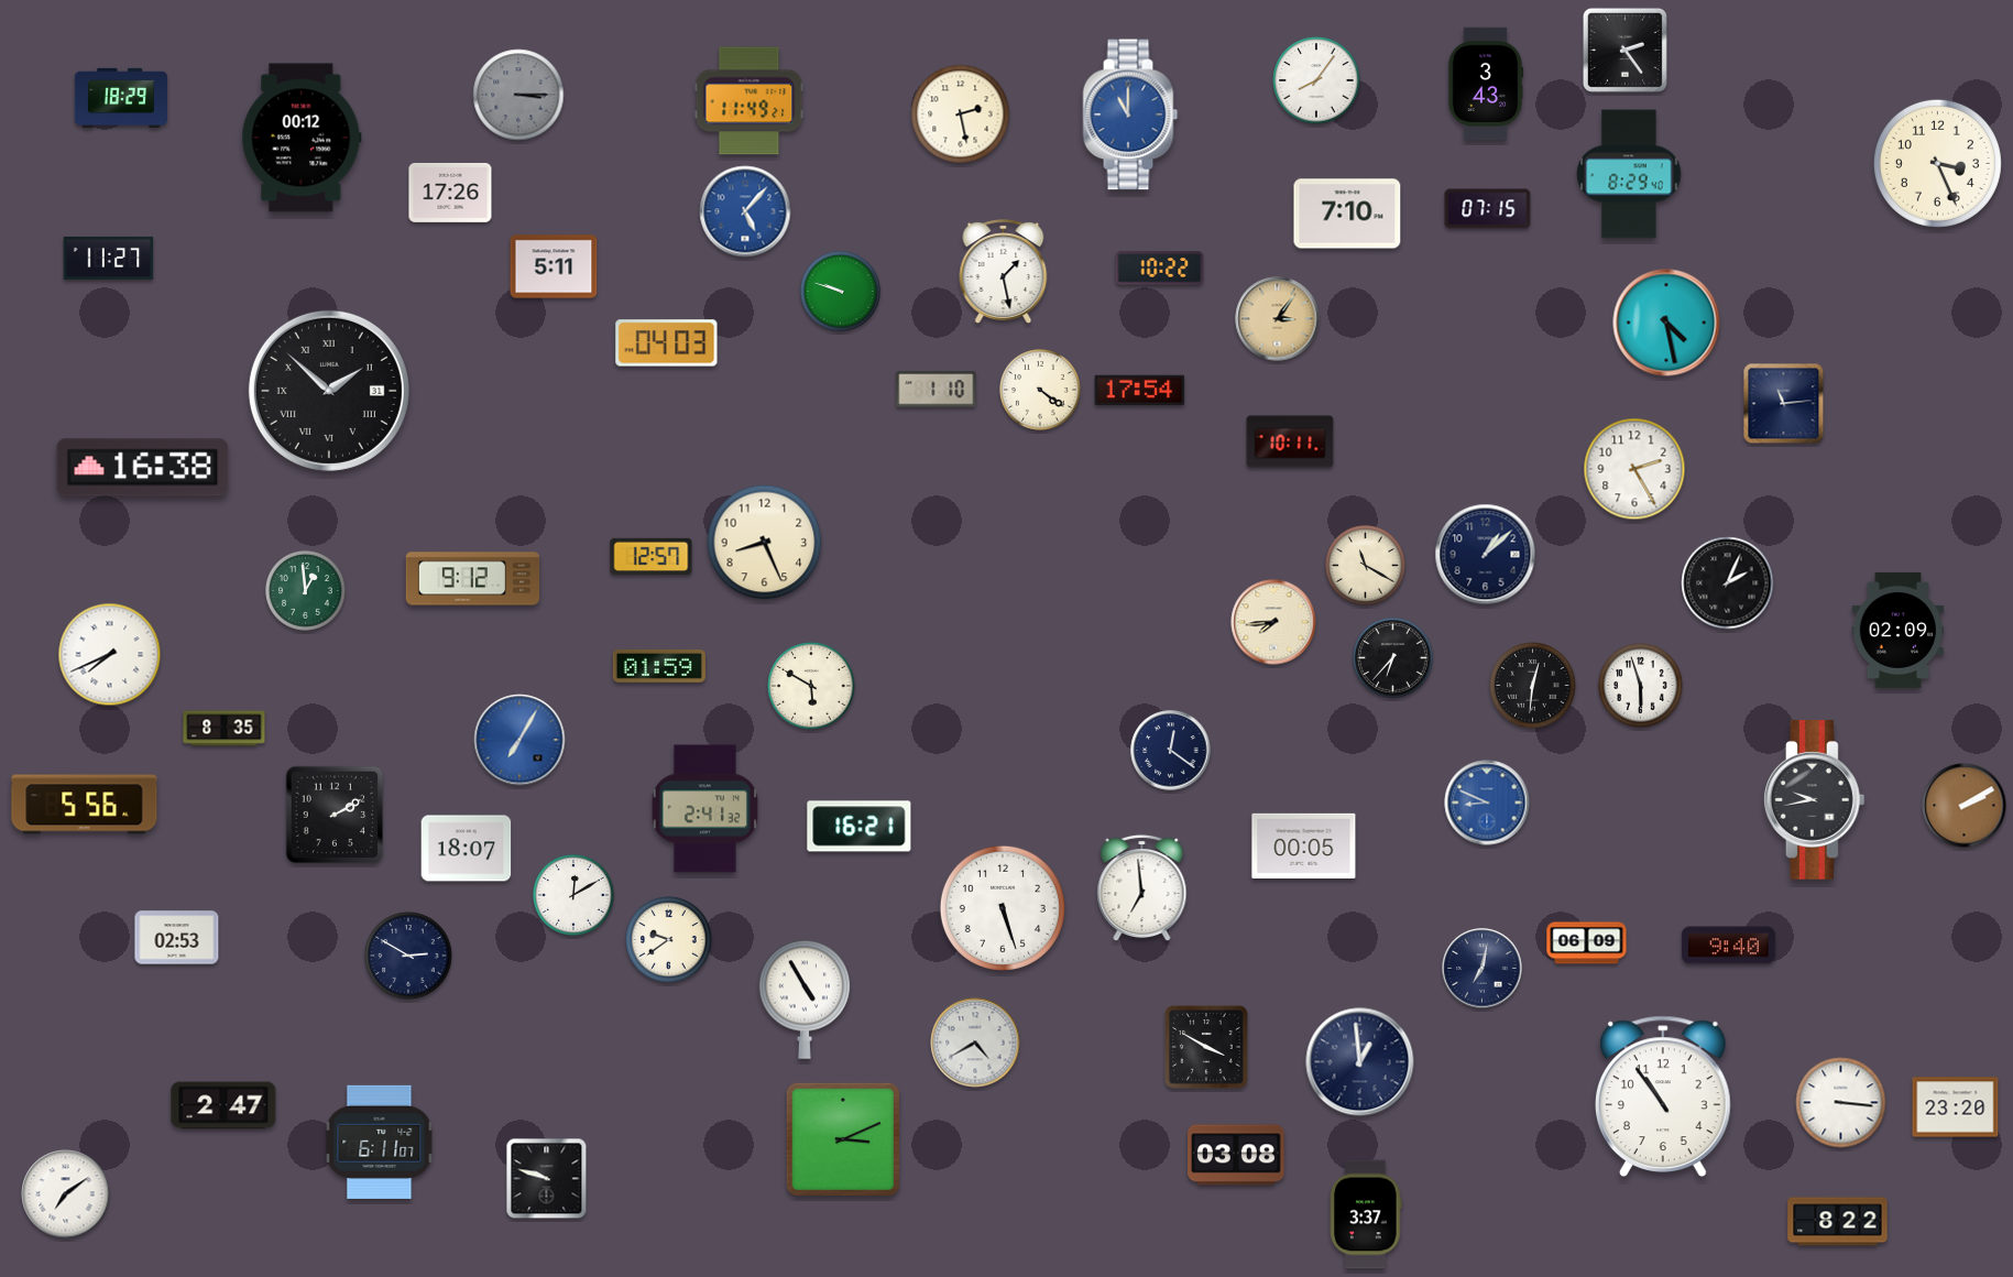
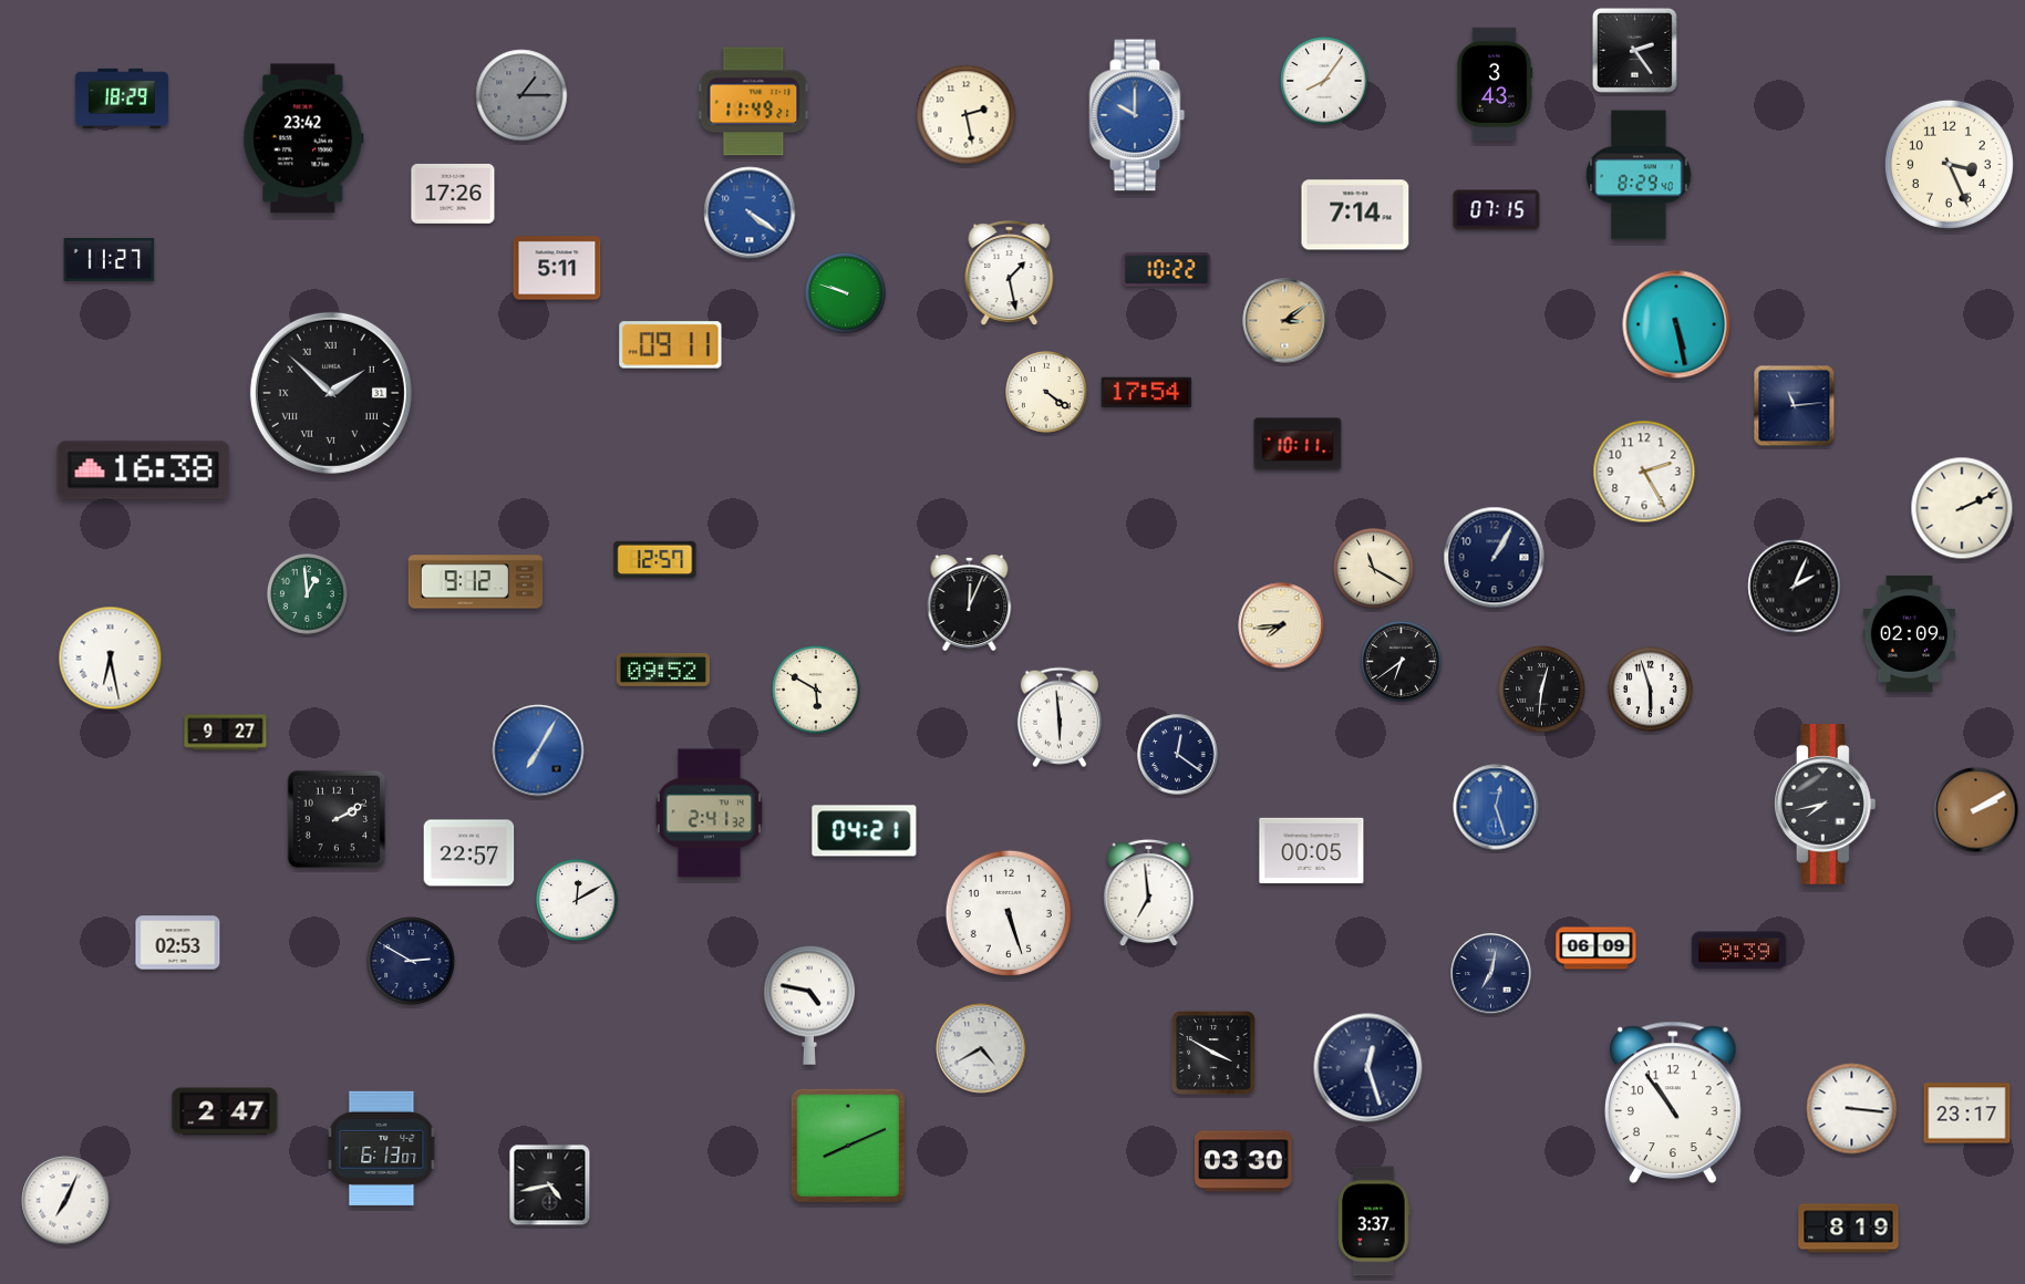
clock at (518, 95): 3:15 -> 1:15
clock at (1130, 114): 11:00 -> 10:00
clock at (302, 138): 00:12 -> 23:42
clock at (745, 211): 5:07 -> 4:21
clock at (1347, 214): 7:10 -> 7:14
clock at (1278, 319): 3:06 -> 3:09
clock at (1666, 323): 4:28 -> 5:28
clock at (667, 343): 04:03 -> 09:11
clock at (937, 390): 1:10 -> none
clock at (1962, 508): none -> 2:11
clock at (765, 543): 8:26 -> none
clock at (1486, 555): 1:08 -> 1:05
clock at (1728, 583) position: (1728, 583) -> (1795, 587)
clock at (970, 602): none -> 12:04
clock at (110, 655): 7:41 -> 6:28
clock at (1393, 658): 6:37 -> 6:39
clock at (659, 666): 01:59 -> 09:52
clock at (1060, 717): none -> 5:59
clock at (225, 729): 8:35 -> 9:27
clock at (519, 740) position: (519, 740) -> (538, 750)
clock at (1814, 800): 9:43 -> 7:43
clock at (1487, 803): 8:49 -> 12:27
clock at (85, 805): 5:56 -> none
clock at (860, 827): 16:21 -> 04:21
clock at (467, 849): 18:07 -> 22:57
clock at (669, 940): 9:39 -> none
clock at (1728, 946): 9:40 -> 9:39
clock at (805, 1000): 4:55 -> 4:47
clock at (1360, 1062): 12:59 -> 12:27
clock at (1956, 1107): 23:20 -> 23:17
clock at (843, 1139): 3:11 -> 8:11
clock at (380, 1142): 6:11 -> 6:13
clock at (1237, 1155): 03:08 -> 03:30
clock at (547, 1179): 9:48 -> 4:43
clock at (66, 1194): 7:09 -> 7:04
clock at (1838, 1222): 8:22 -> 8:19
